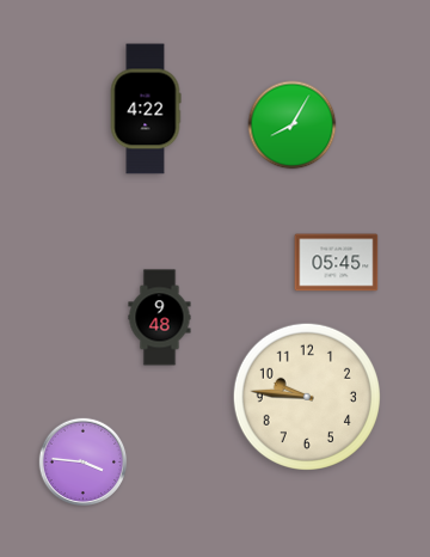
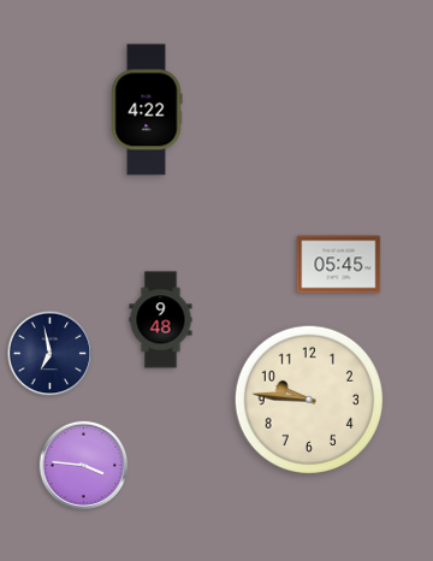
clock at (293, 126): 8:05 -> none
clock at (51, 354): none -> 6:58
